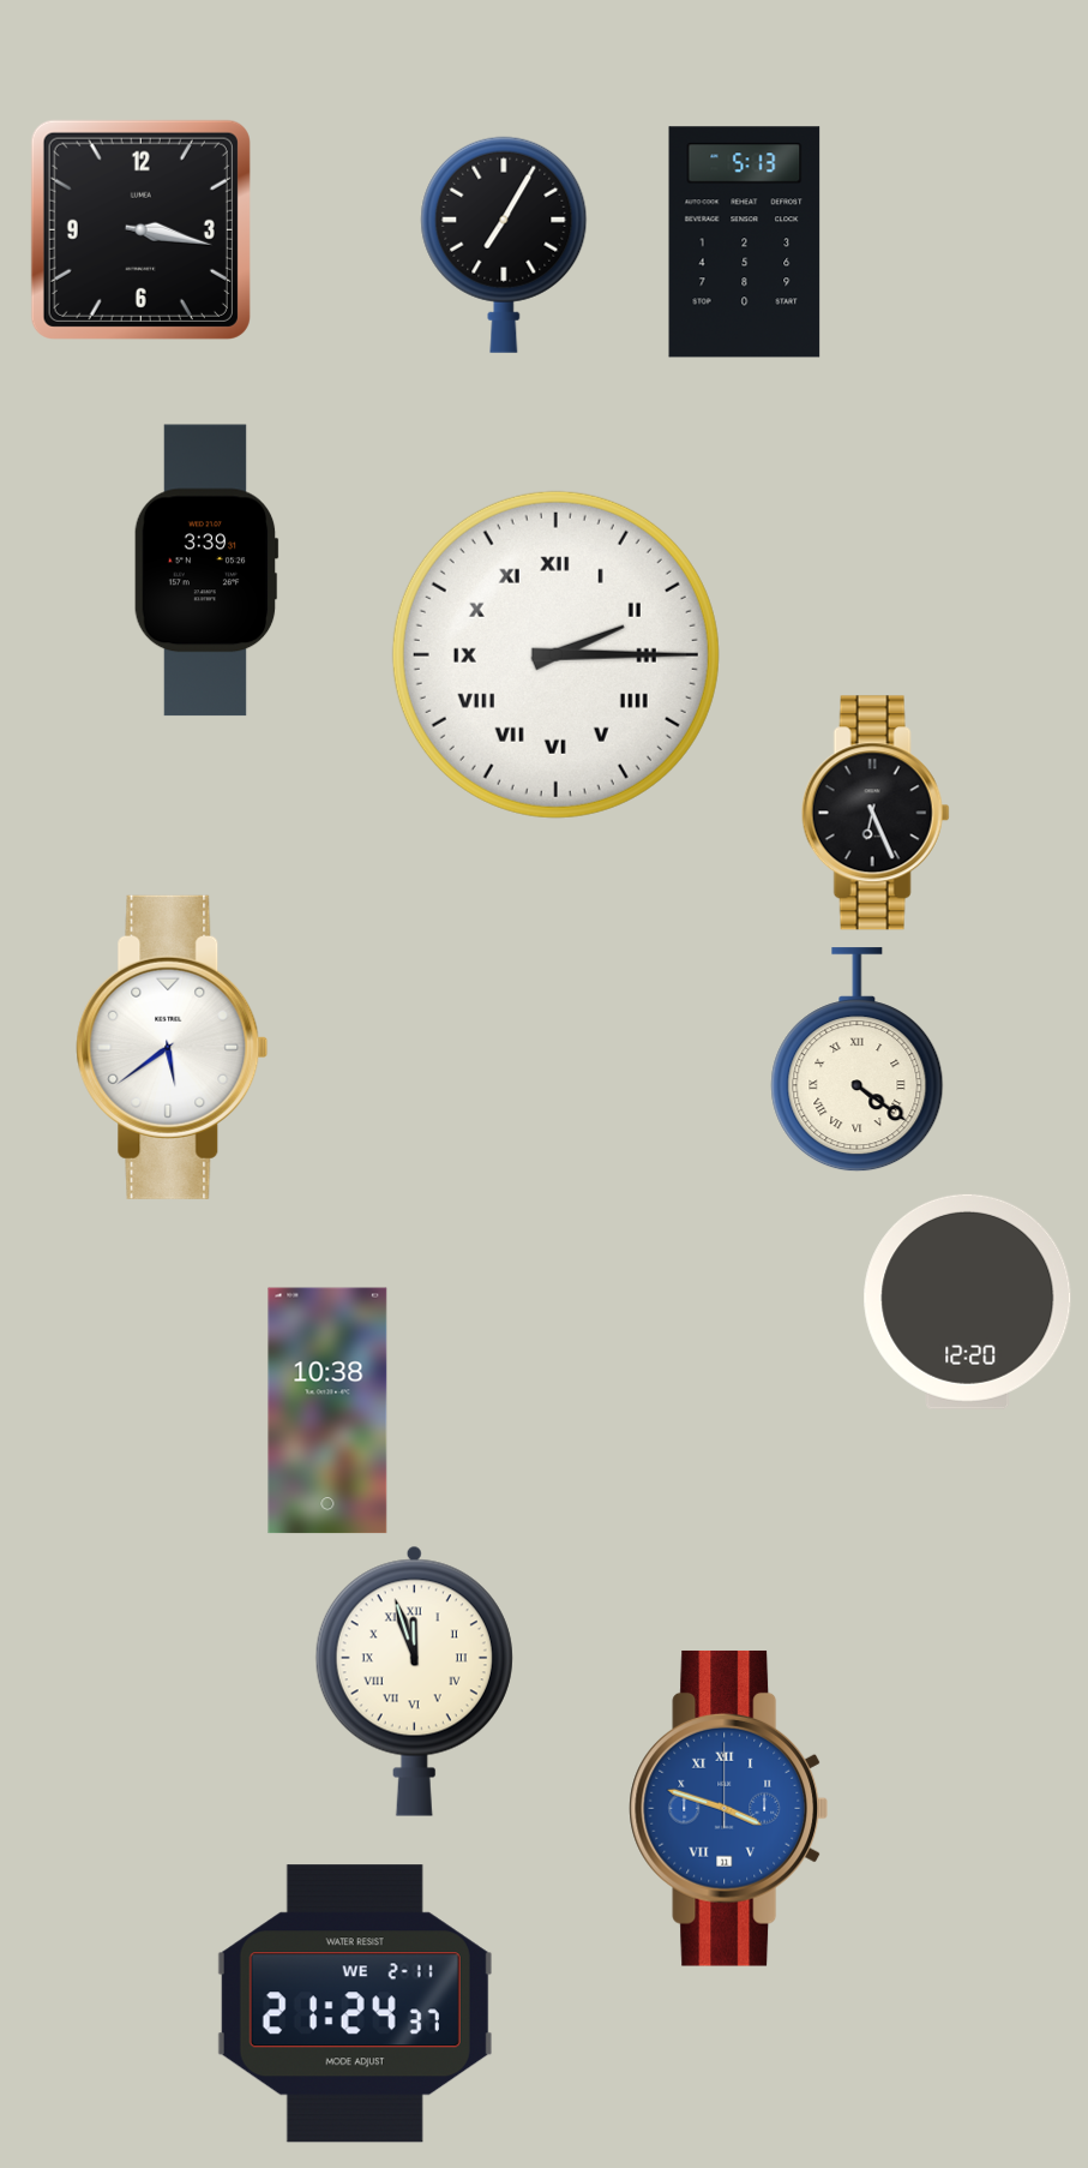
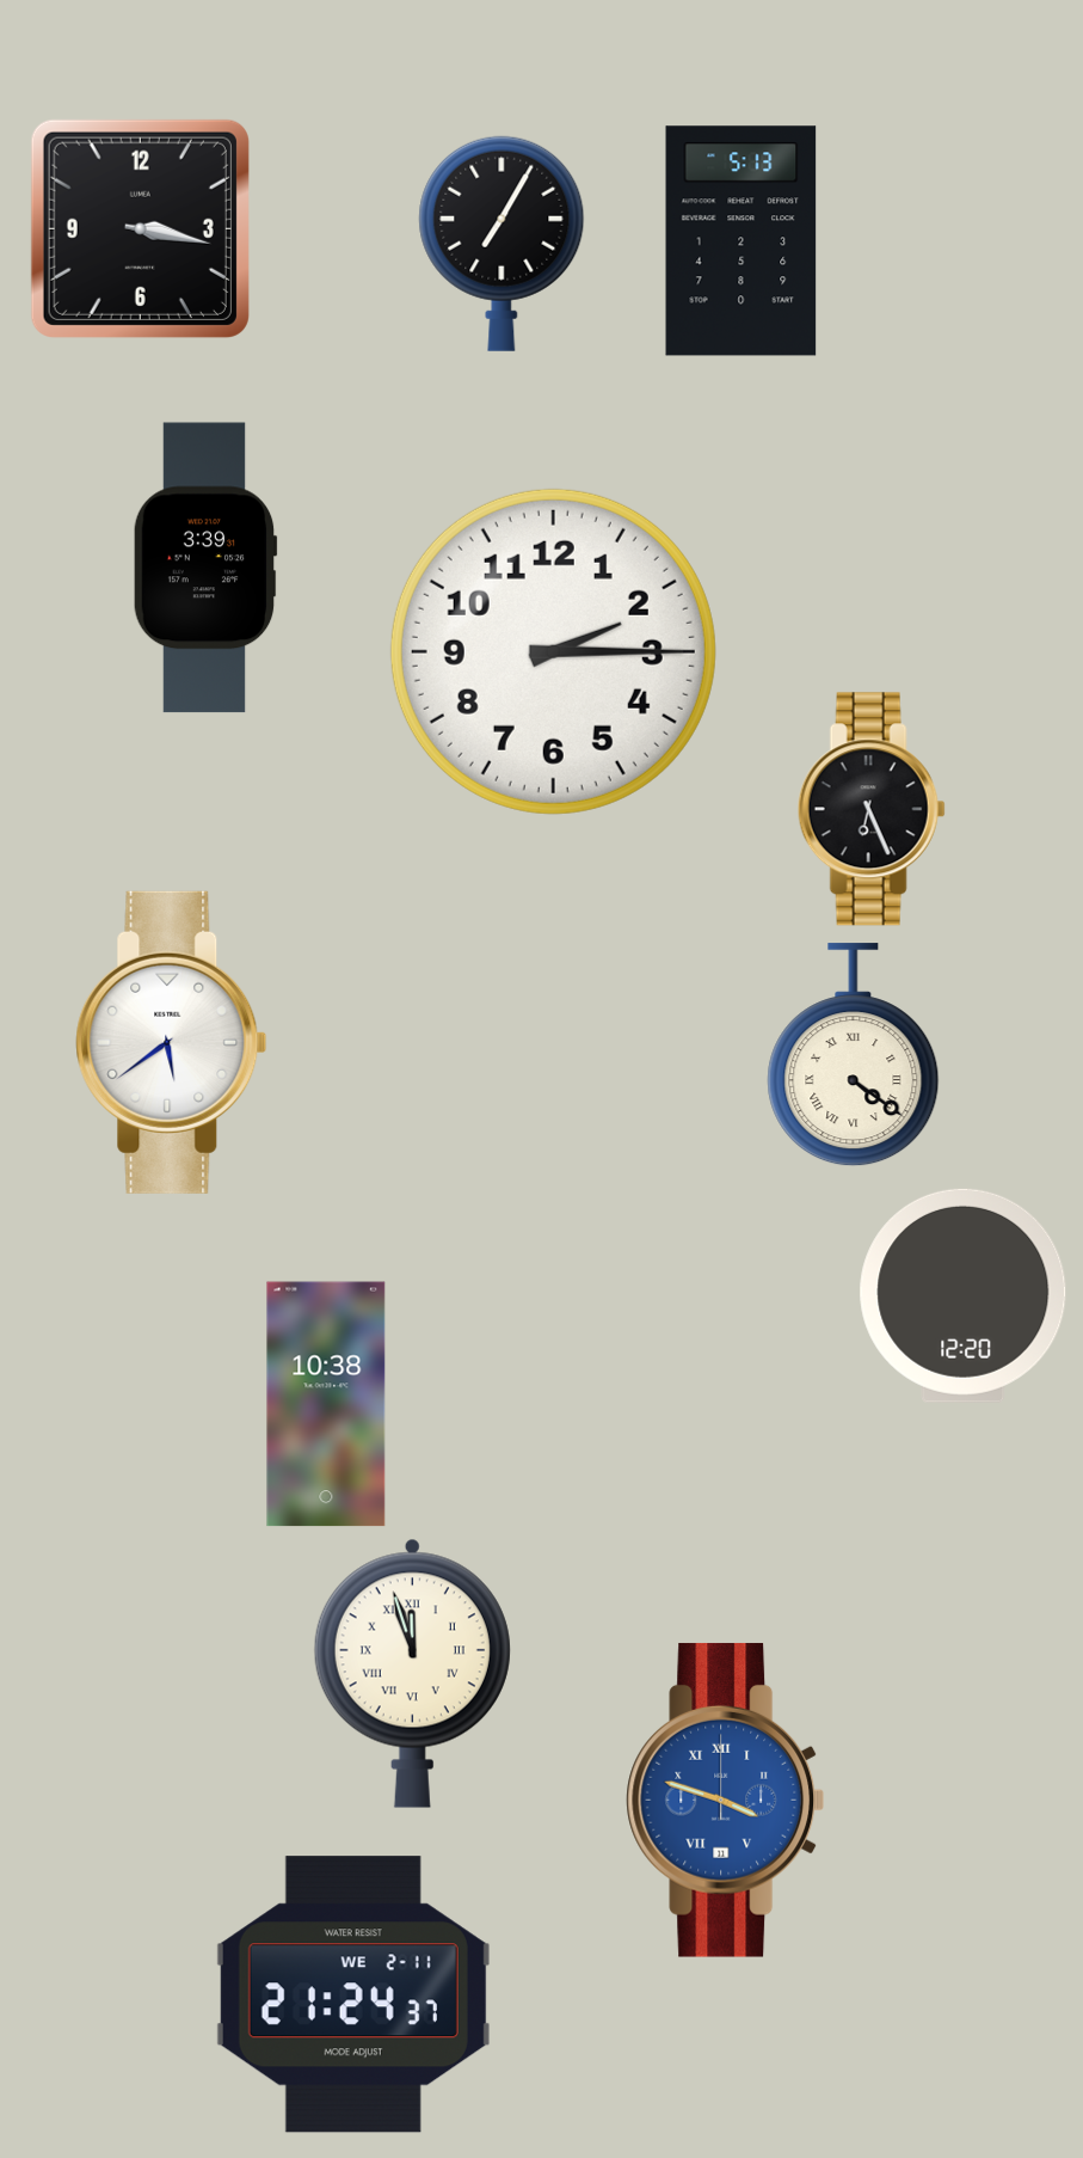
clock at (555, 654) numerals: Roman -> Arabic
